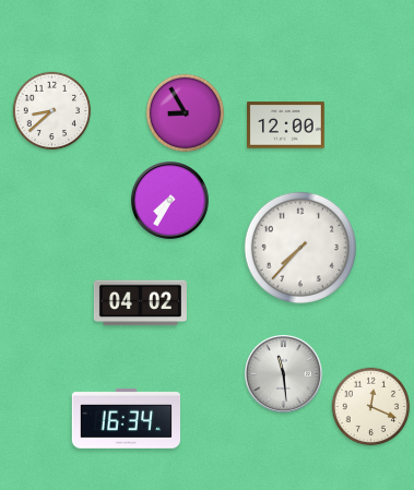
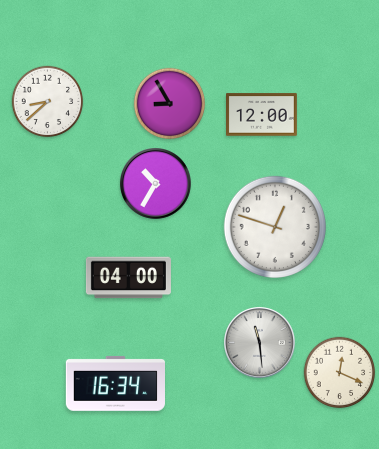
clock at (170, 201): 7:35 -> 10:35
clock at (300, 248): 7:37 -> 12:48
clock at (140, 303): 04:02 -> 04:00
